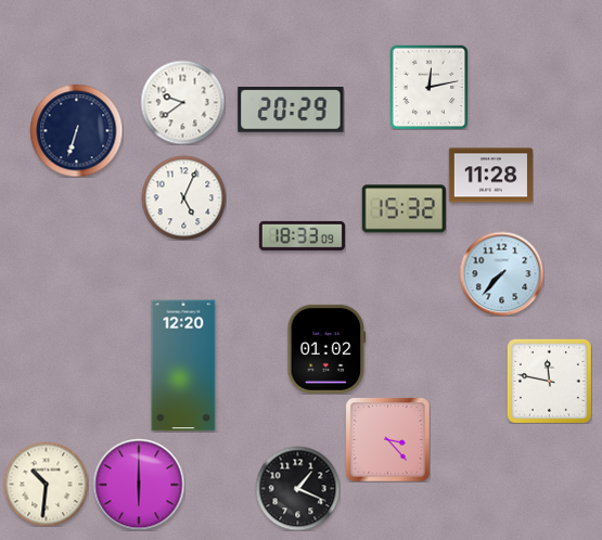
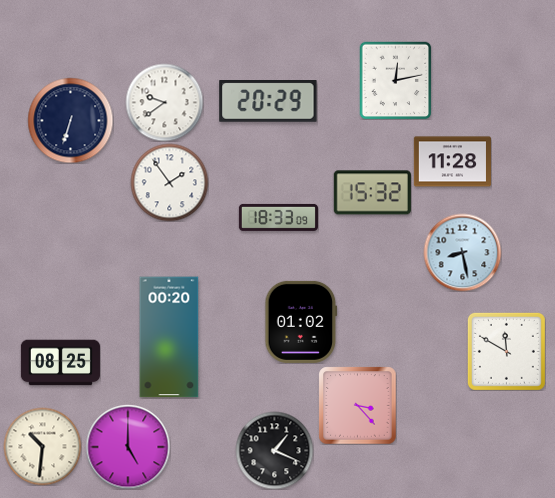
clock at (182, 102) position: (182, 102) -> (164, 102)
clock at (183, 197): 5:04 -> 1:54
clock at (501, 273): 7:37 -> 8:28
clock at (183, 365): 12:20 -> 00:20
clock at (549, 381): 11:47 -> 11:50
clock at (60, 363): none -> 08:25
clock at (139, 485): 6:00 -> 5:00
